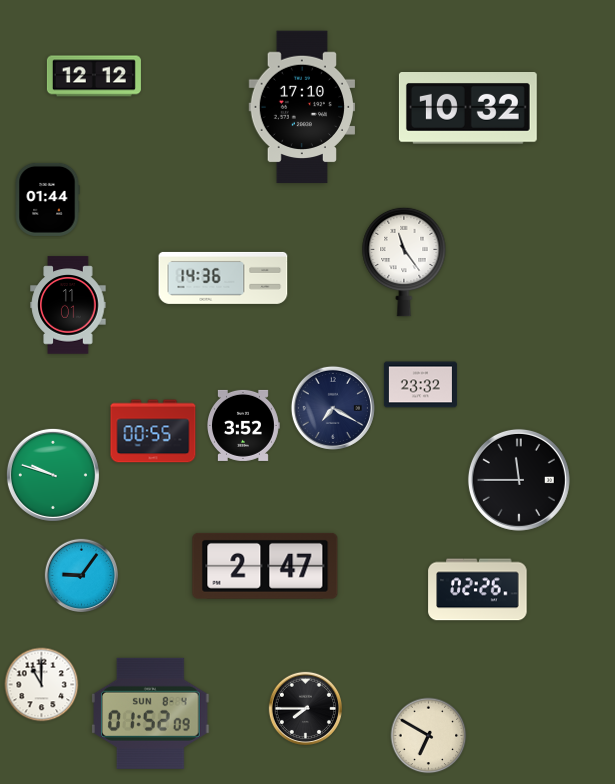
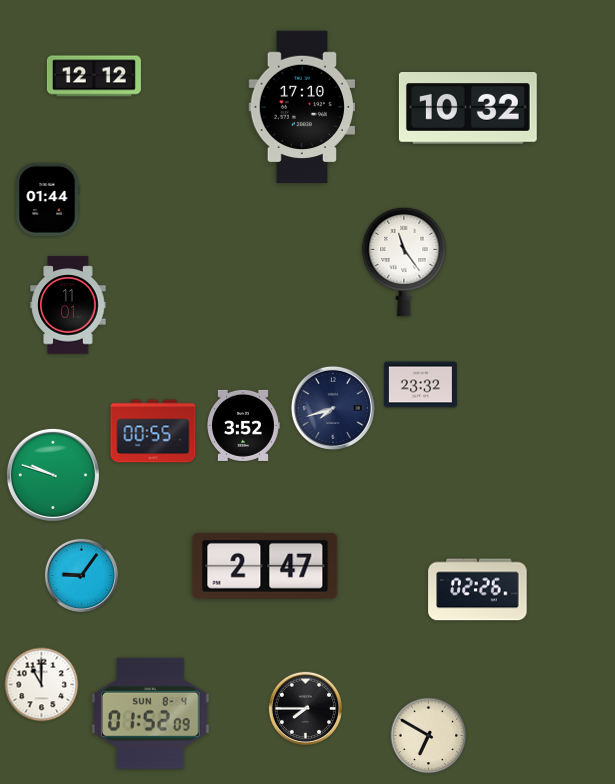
clock at (223, 278): 14:36 -> none
clock at (333, 408): 7:20 -> 7:42
clock at (519, 480): 11:45 -> none
